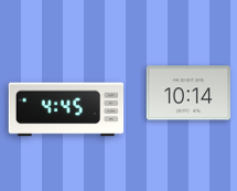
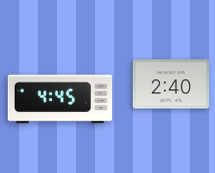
clock at (188, 93): 10:14 -> 2:40
